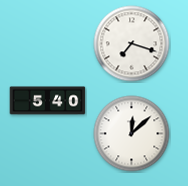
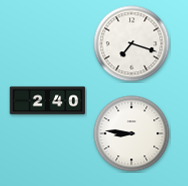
clock at (48, 101): 5:40 -> 2:40
clock at (132, 134): 12:08 -> 8:46
